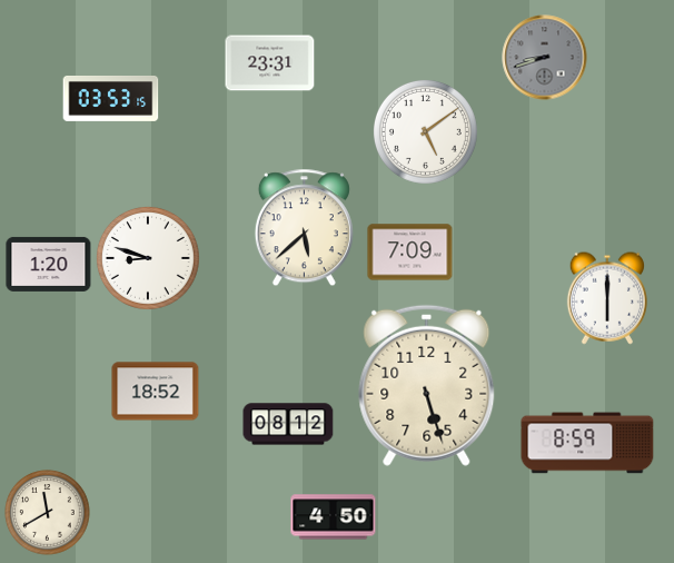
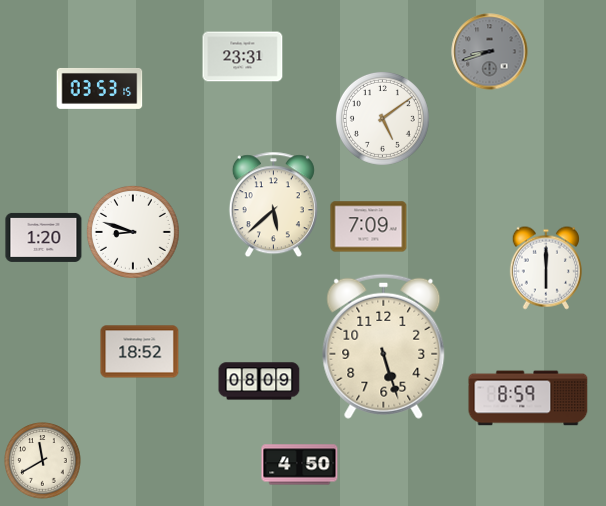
clock at (288, 424): 08:12 -> 08:09
